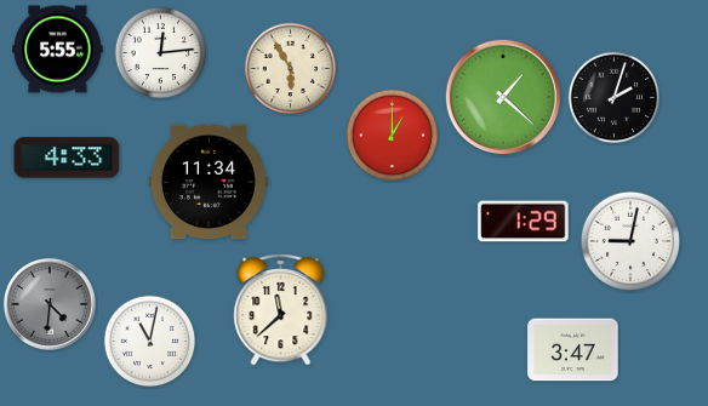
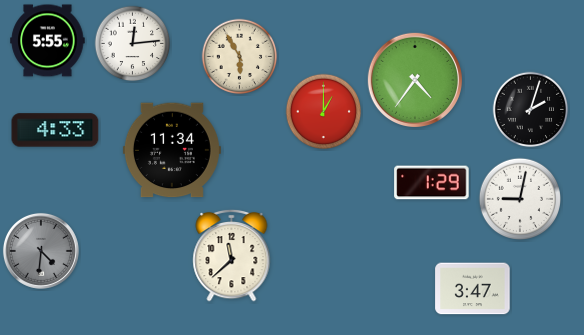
clock at (502, 96): 1:22 -> 4:36
clock at (615, 98) position: (615, 98) -> (531, 110)
clock at (150, 342): 11:02 -> none
